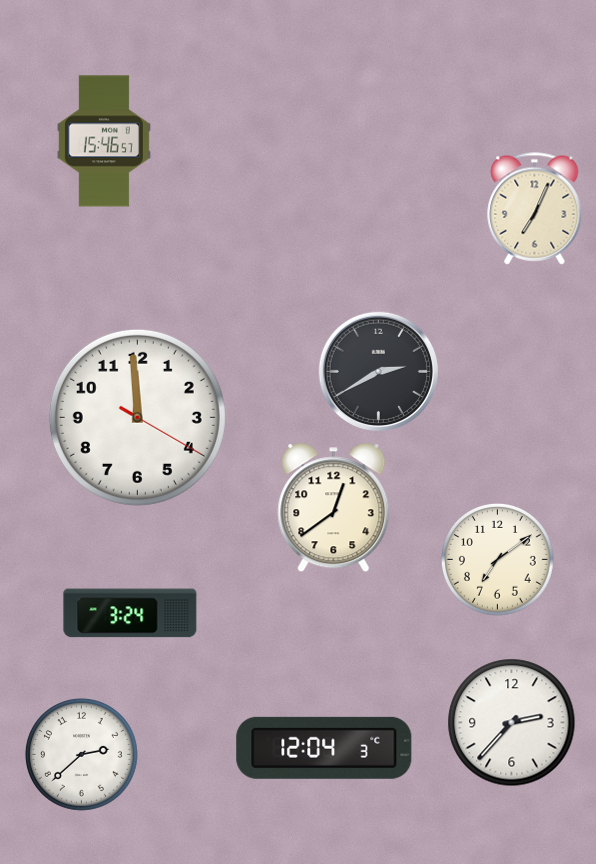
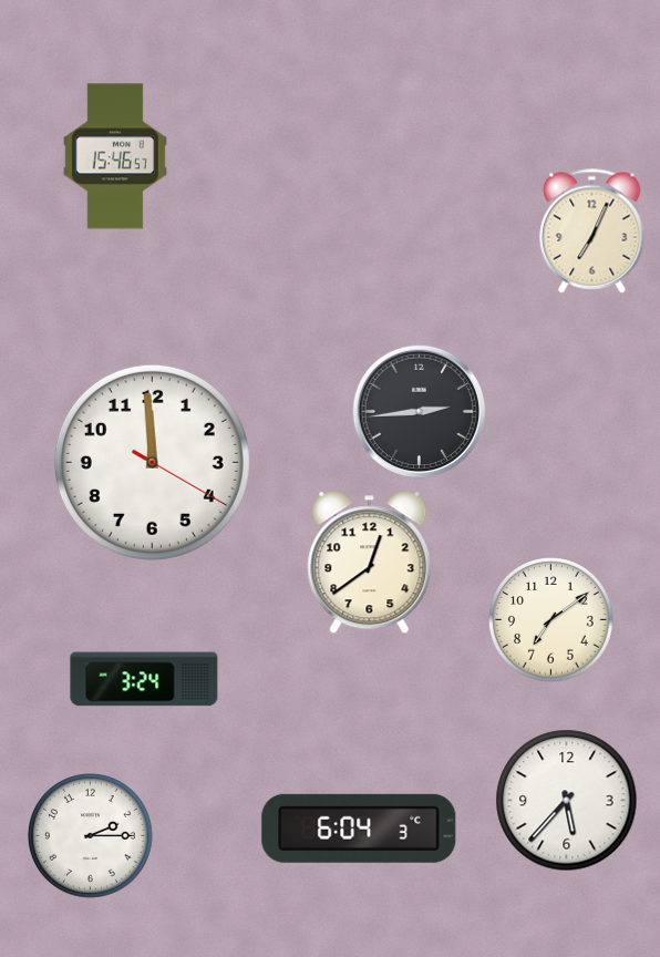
clock at (378, 371): 2:40 -> 2:44
clock at (512, 723): 2:37 -> 5:37
clock at (324, 748): 12:04 -> 6:04
clock at (81, 754): 2:38 -> 2:15
